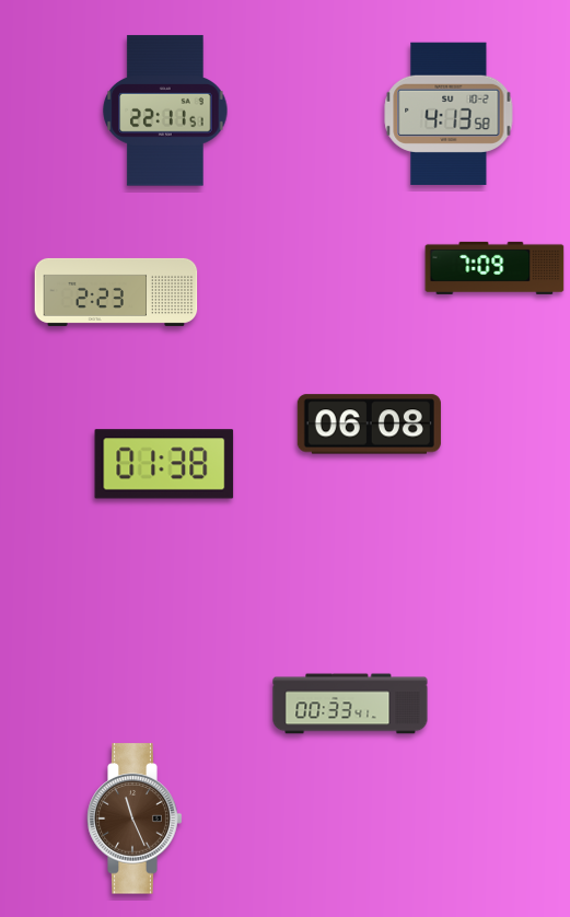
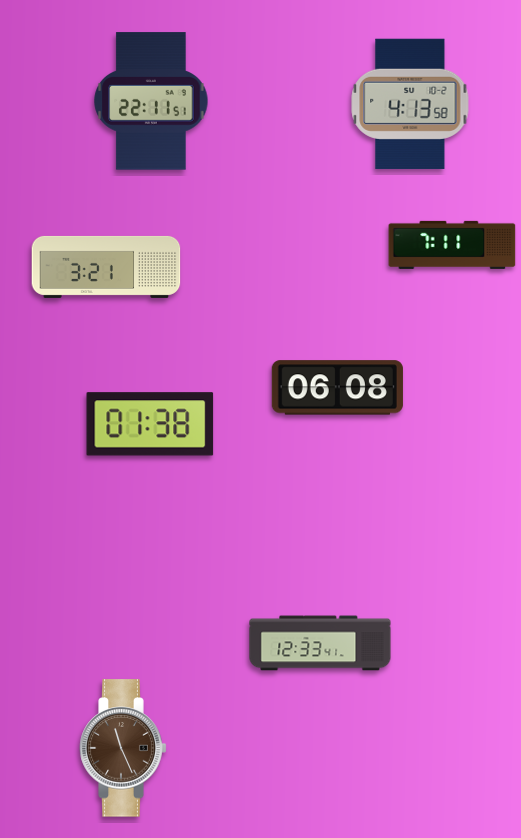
clock at (495, 268): 7:09 -> 7:11
clock at (116, 292): 2:23 -> 3:21
clock at (350, 704): 00:33 -> 12:33
